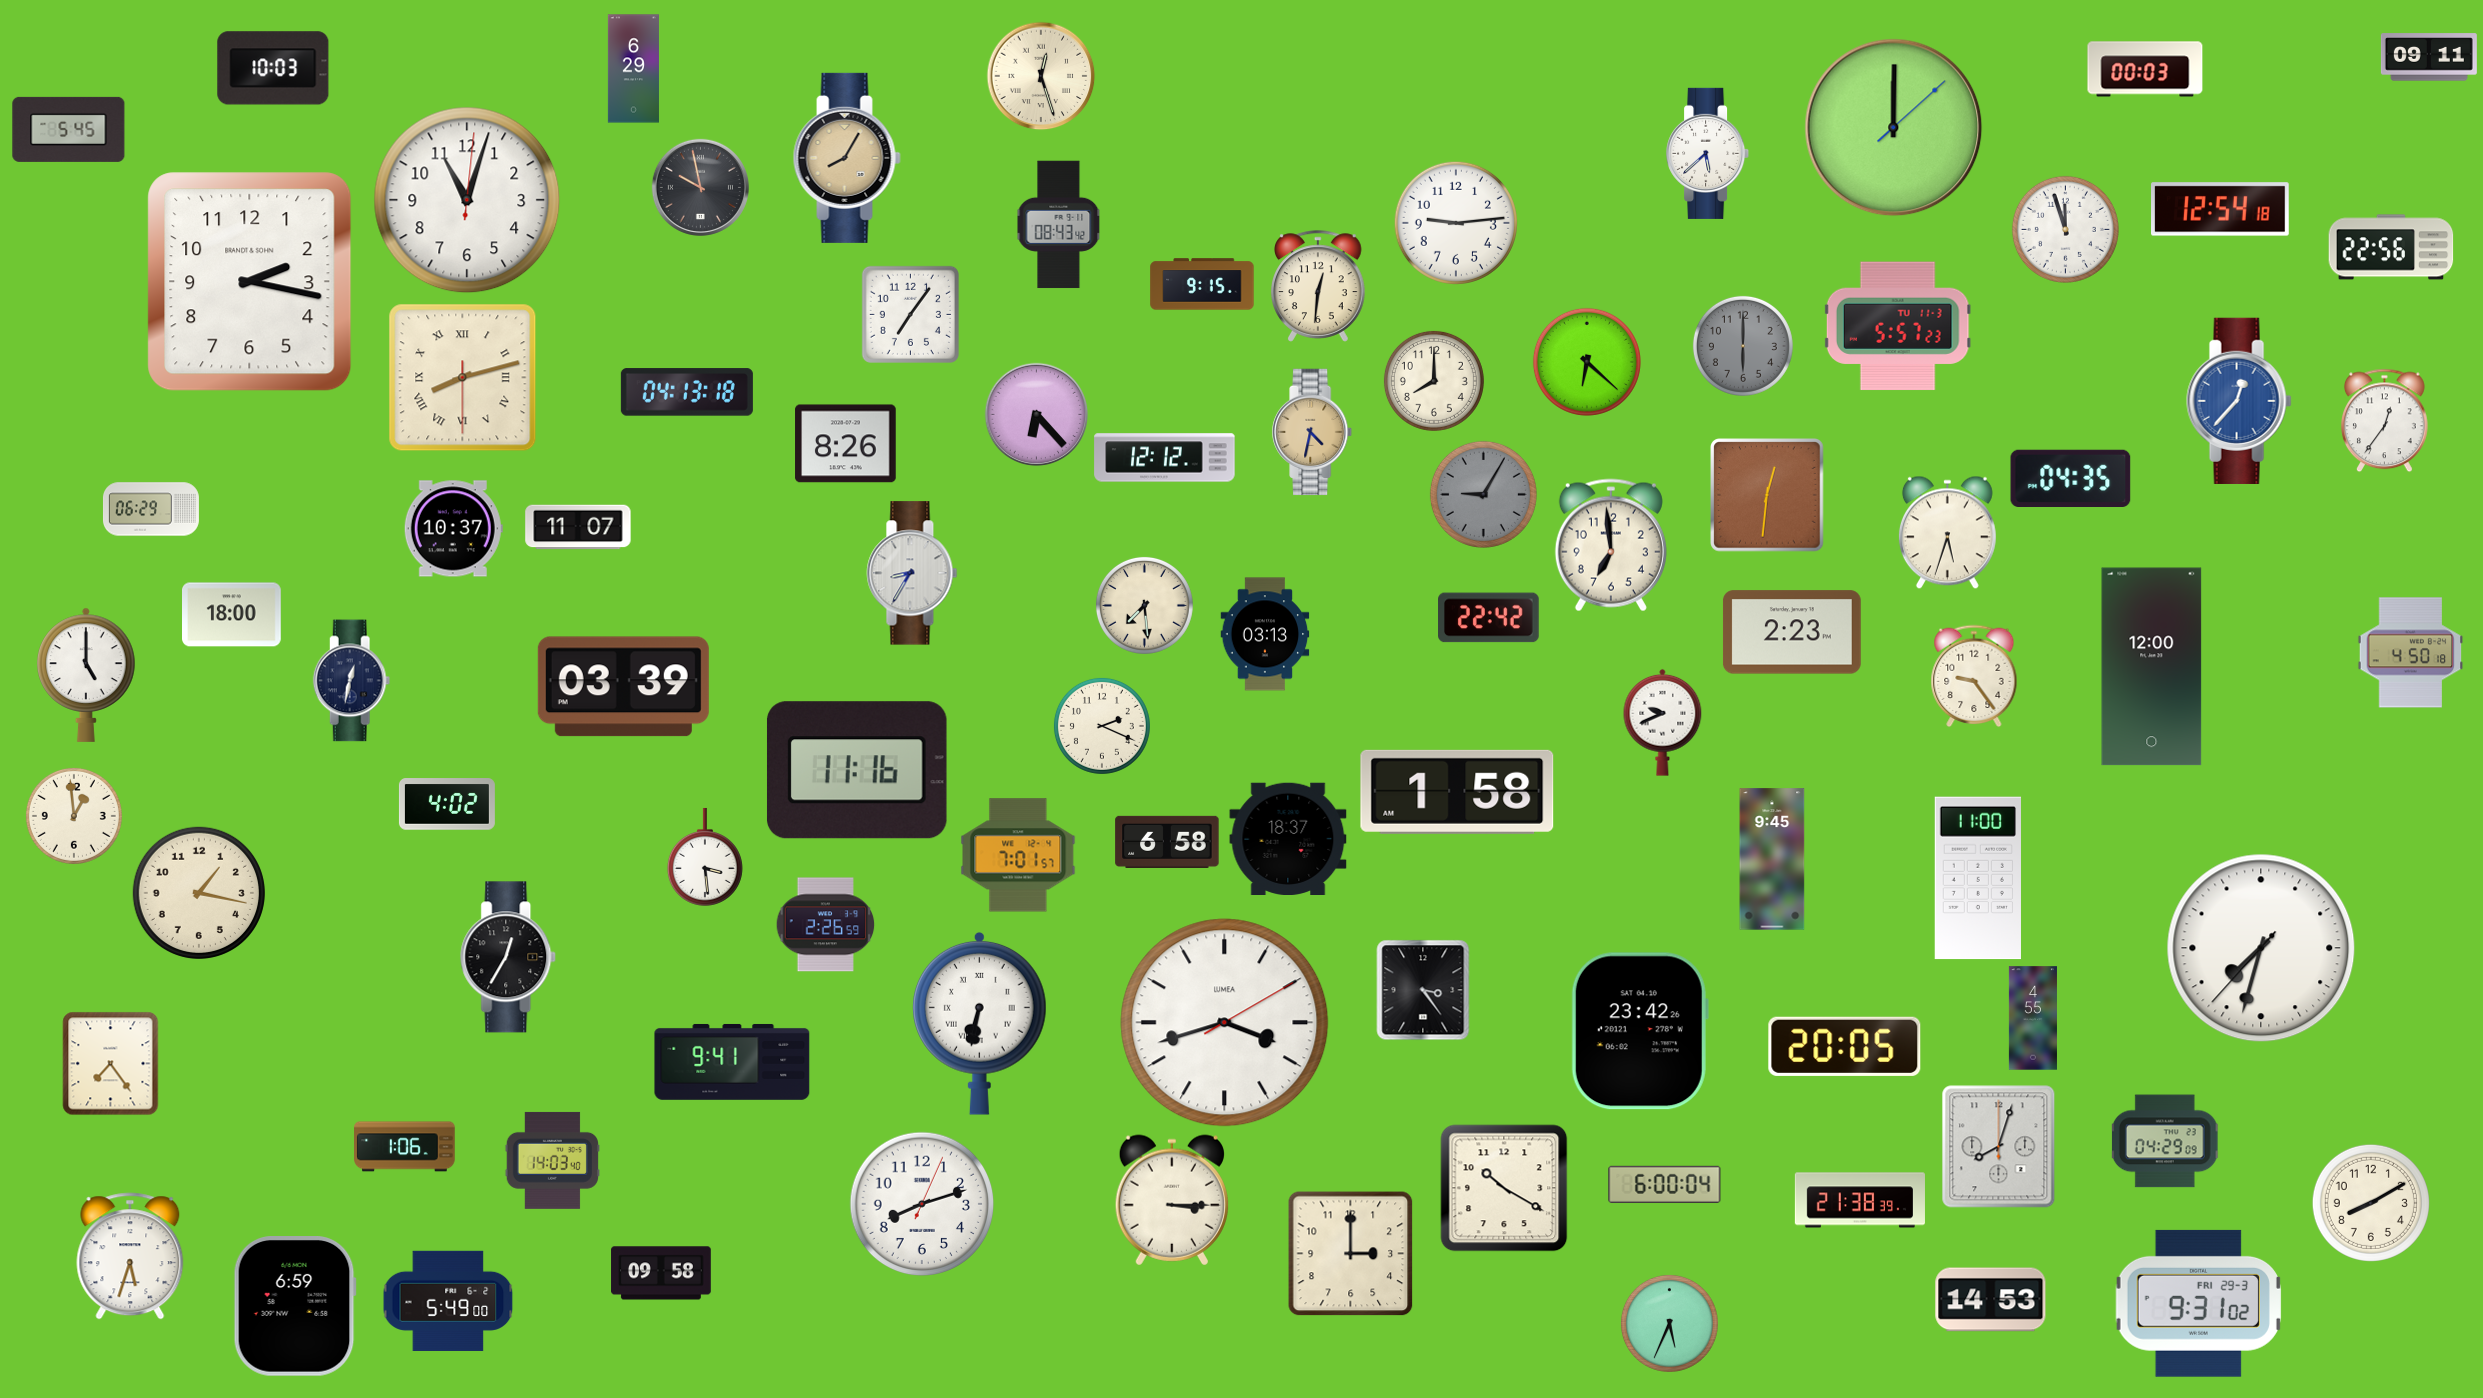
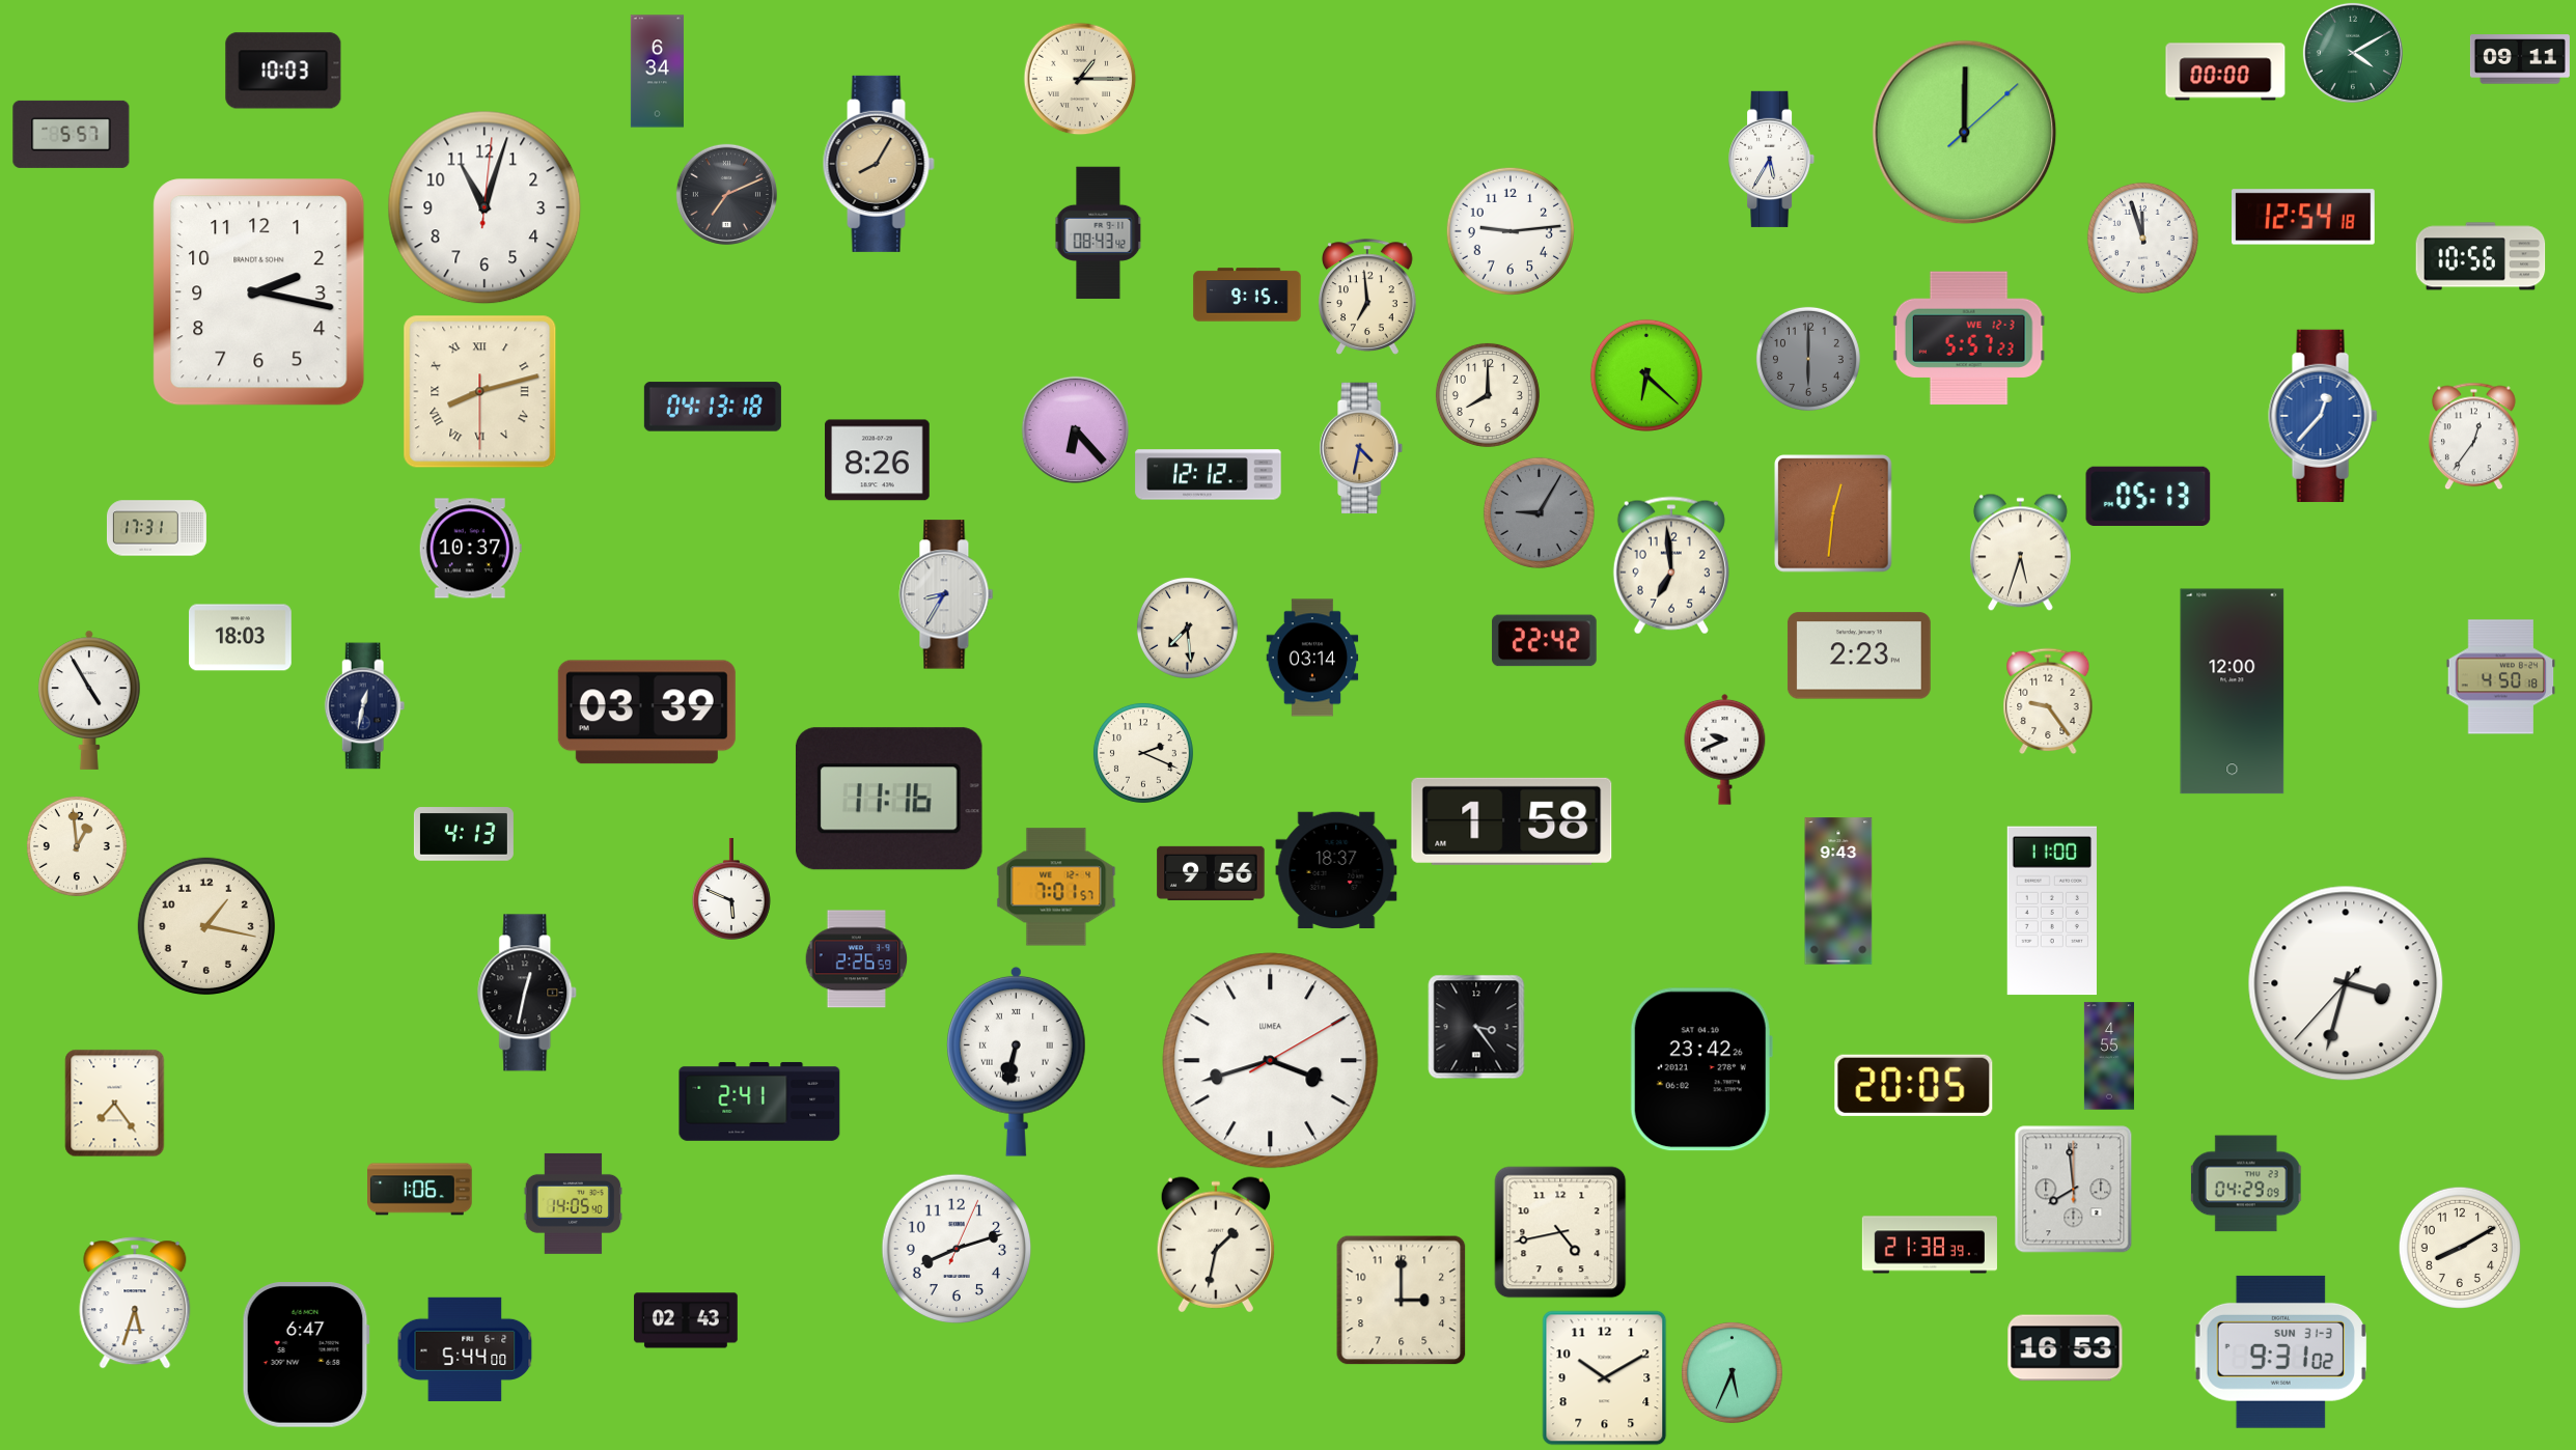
clock at (2353, 53): none -> 4:10
clock at (633, 69): 6:29 -> 6:34
clock at (2145, 69): 00:03 -> 00:00
clock at (1041, 76): 12:27 -> 1:15
clock at (69, 129): 5:45 -> 5:57
clock at (1708, 153): 5:38 -> 5:35
clock at (700, 187): 9:58 -> 7:11
clock at (2391, 247): 22:56 -> 10:56
clock at (1319, 286): 12:31 -> 6:59
clock at (910, 314): 7:06 -> none
clock at (1898, 326) date: TU 11-3 -> WE 12-3
clock at (2071, 478): 04:35 -> 05:13
clock at (151, 509): 06:29 -> 17:31
clock at (578, 527): 11:07 -> none
clock at (232, 615): 18:00 -> 18:03
clock at (1265, 634): 03:13 -> 03:14
clock at (86, 675): 5:00 -> 4:55
clock at (447, 804): 4:02 -> 4:13
clock at (1167, 842): 6:58 -> 9:56
clock at (705, 857): 3:29 -> 5:49
clock at (1772, 859): 9:45 -> 9:43
clock at (2261, 948): 7:32 -> 3:32
clock at (509, 957): 12:35 -> 12:32
clock at (732, 1062): 9:41 -> 2:41
clock at (1999, 1147): 8:03 -> 7:59
clock at (552, 1160): 14:03 -> 14:05
clock at (1665, 1184): 6:00 -> none
clock at (1504, 1188): 10:20 -> 4:43
clock at (1172, 1200): 3:15 -> 1:32
clock at (661, 1273): 09:58 -> 02:43
clock at (1991, 1300): 14:53 -> 16:53
clock at (448, 1301): 5:49 -> 5:44
clock at (2198, 1303) date: FRI 29-3 -> SUN 31-3
clock at (295, 1307): 6:59 -> 6:47
clock at (1605, 1378): none -> 10:10
